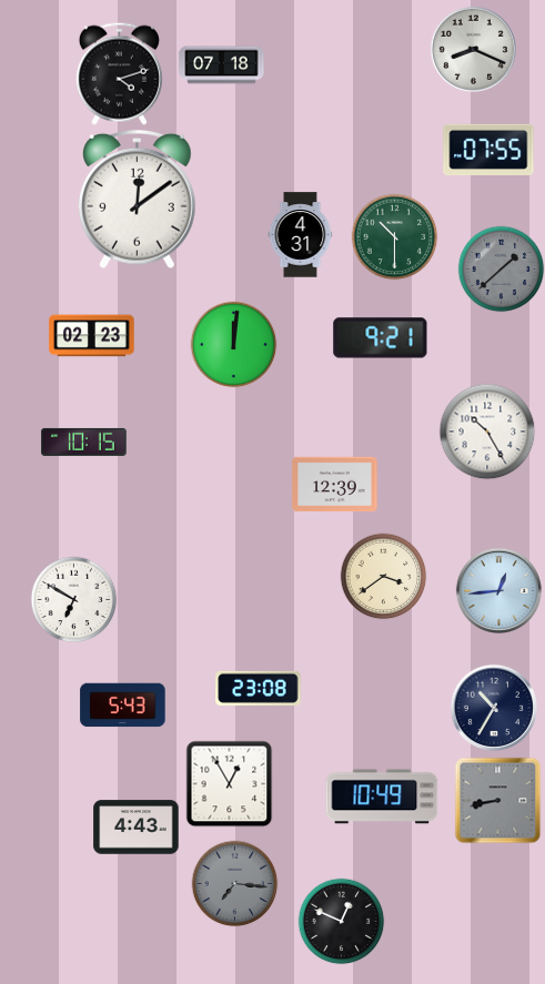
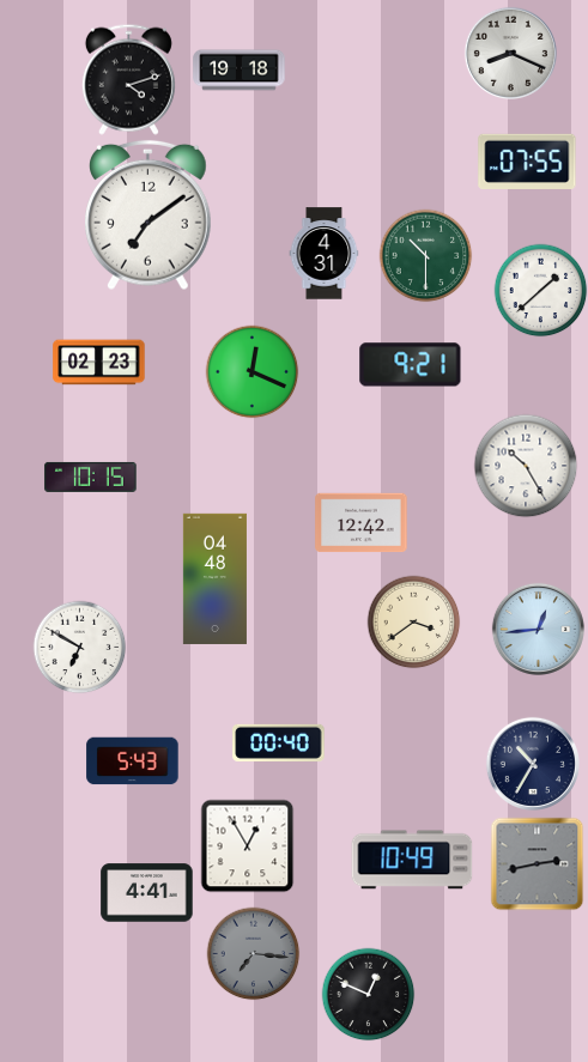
clock at (222, 65): 07:18 -> 19:18
clock at (138, 200): 12:09 -> 7:09
clock at (501, 268) dial: grey -> white
clock at (233, 344): 12:01 -> 12:19
clock at (335, 485): 12:39 -> 12:42
clock at (214, 578): none -> 04:48
clock at (498, 590) position: (498, 590) -> (538, 629)
clock at (259, 688): 23:08 -> 00:40
clock at (497, 800): 8:43 -> 2:43
clock at (137, 828): 4:43 -> 4:41
